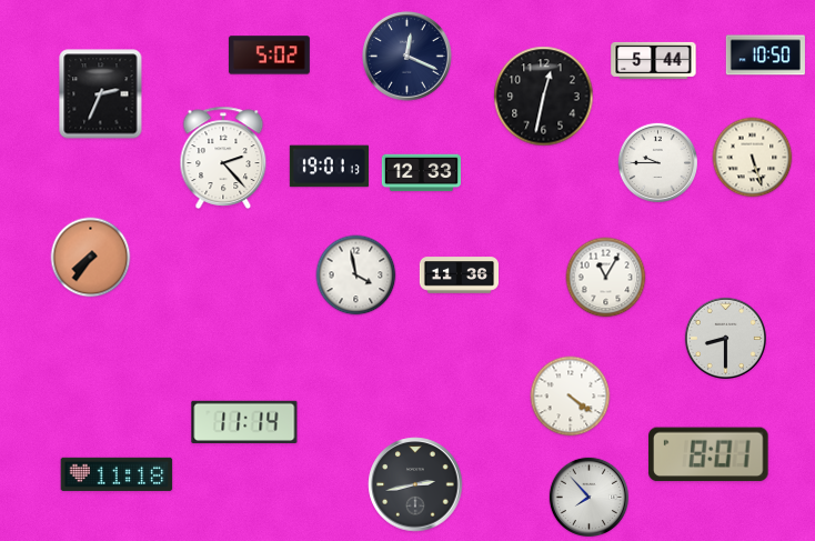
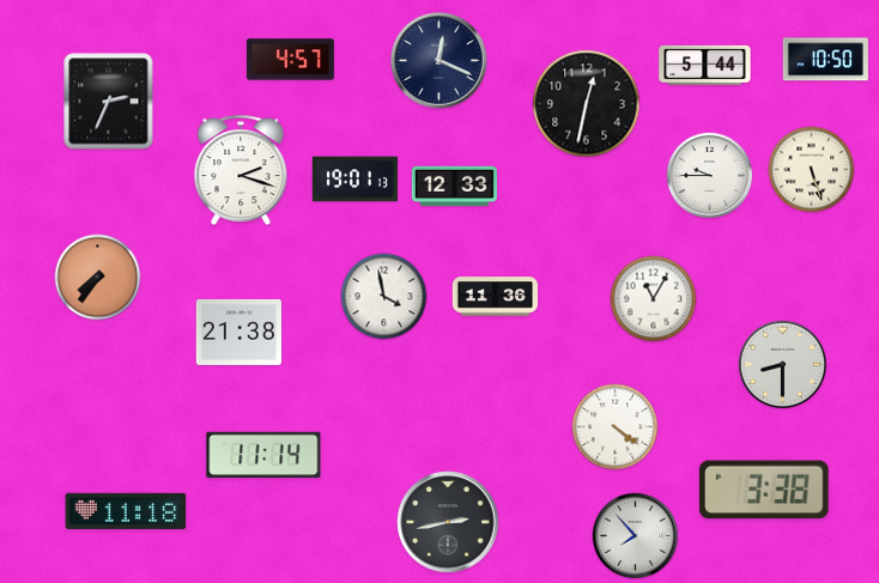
clock at (269, 56): 5:02 -> 4:57
clock at (223, 158): 2:23 -> 2:18
clock at (238, 332): none -> 21:38
clock at (708, 454): 8:01 -> 3:38
